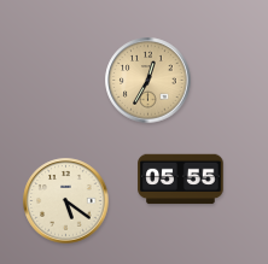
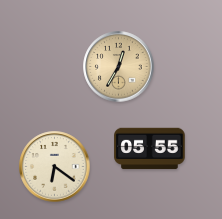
clock at (148, 81) position: (148, 81) -> (119, 67)
clock at (66, 201): 5:21 -> 6:21
